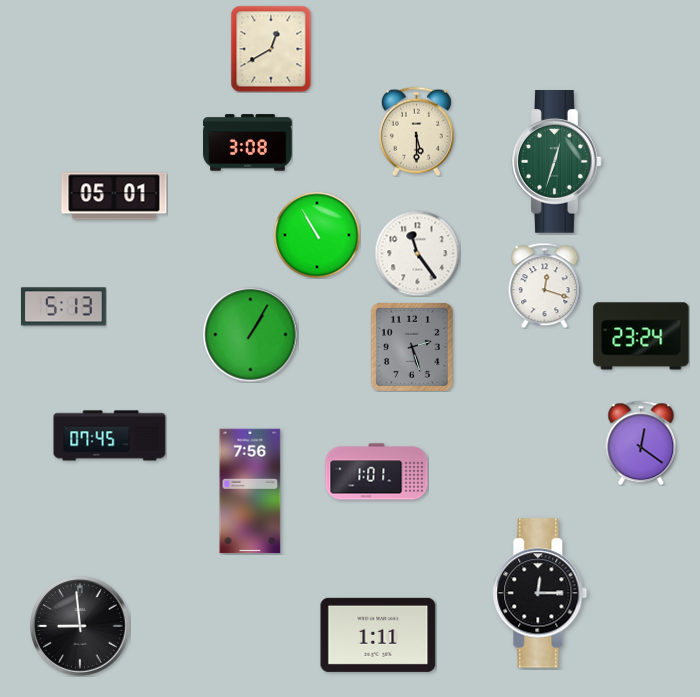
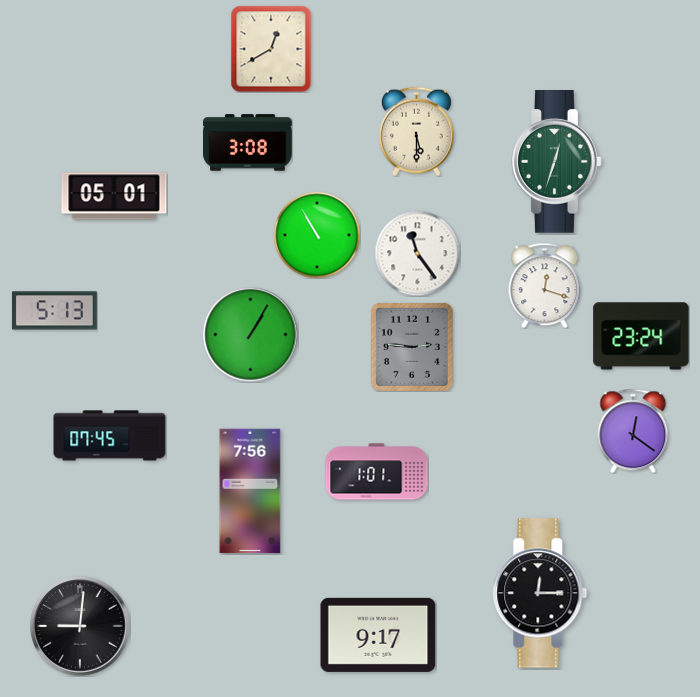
clock at (63, 307) position: (63, 307) -> (54, 311)
clock at (412, 347): 2:27 -> 2:46
clock at (641, 443) position: (641, 443) -> (633, 431)
clock at (80, 626): 8:59 -> 9:01
clock at (378, 635): 1:11 -> 9:17
